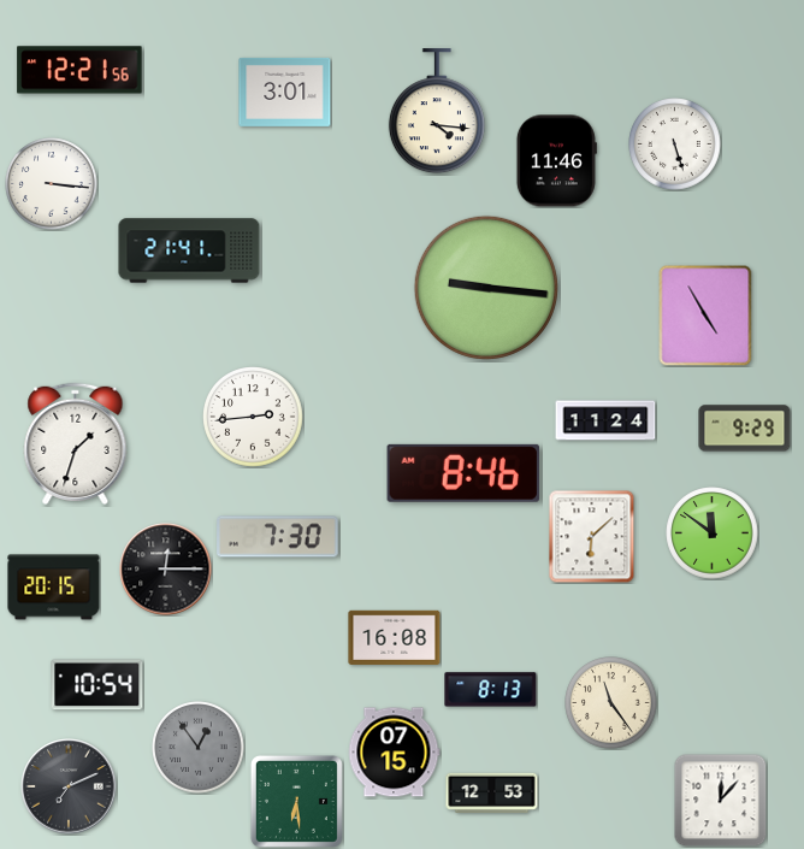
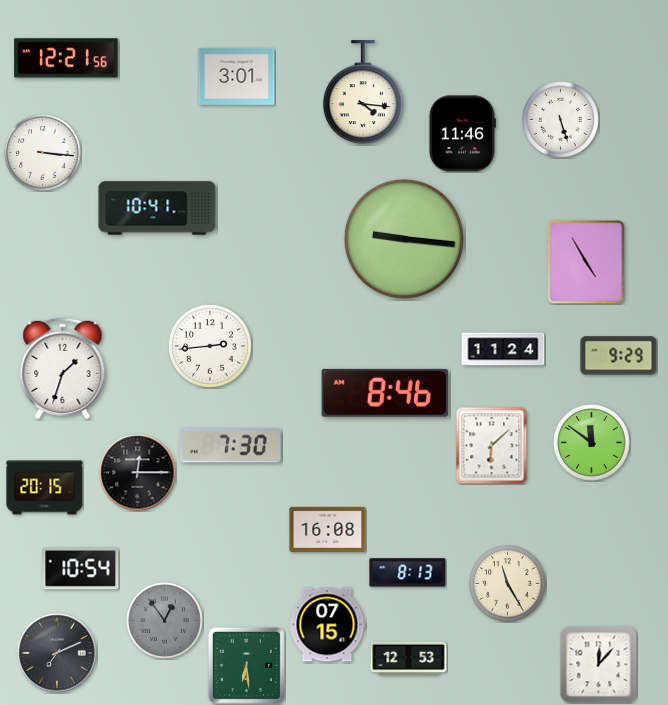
clock at (189, 250): 21:41 -> 10:41
clock at (611, 703): 11:24 -> 11:25
